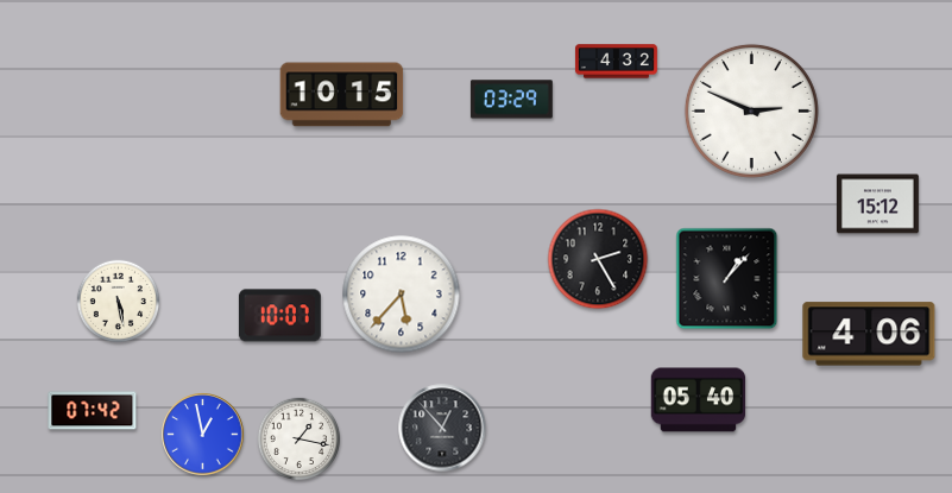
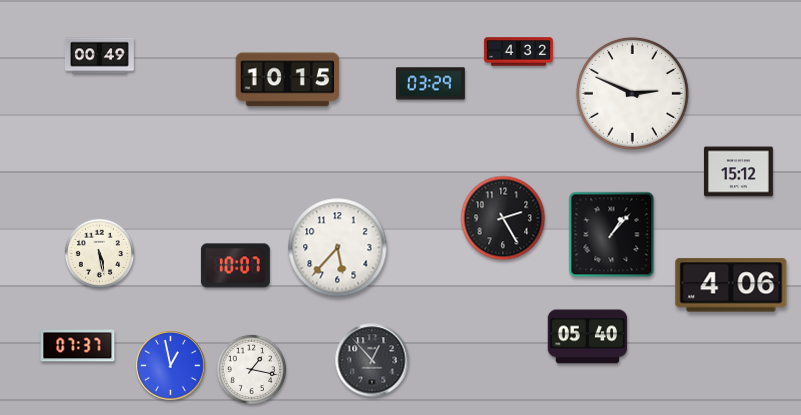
clock at (99, 56): none -> 00:49
clock at (869, 334) position: (869, 334) -> (731, 285)
clock at (93, 411): 07:42 -> 07:37
